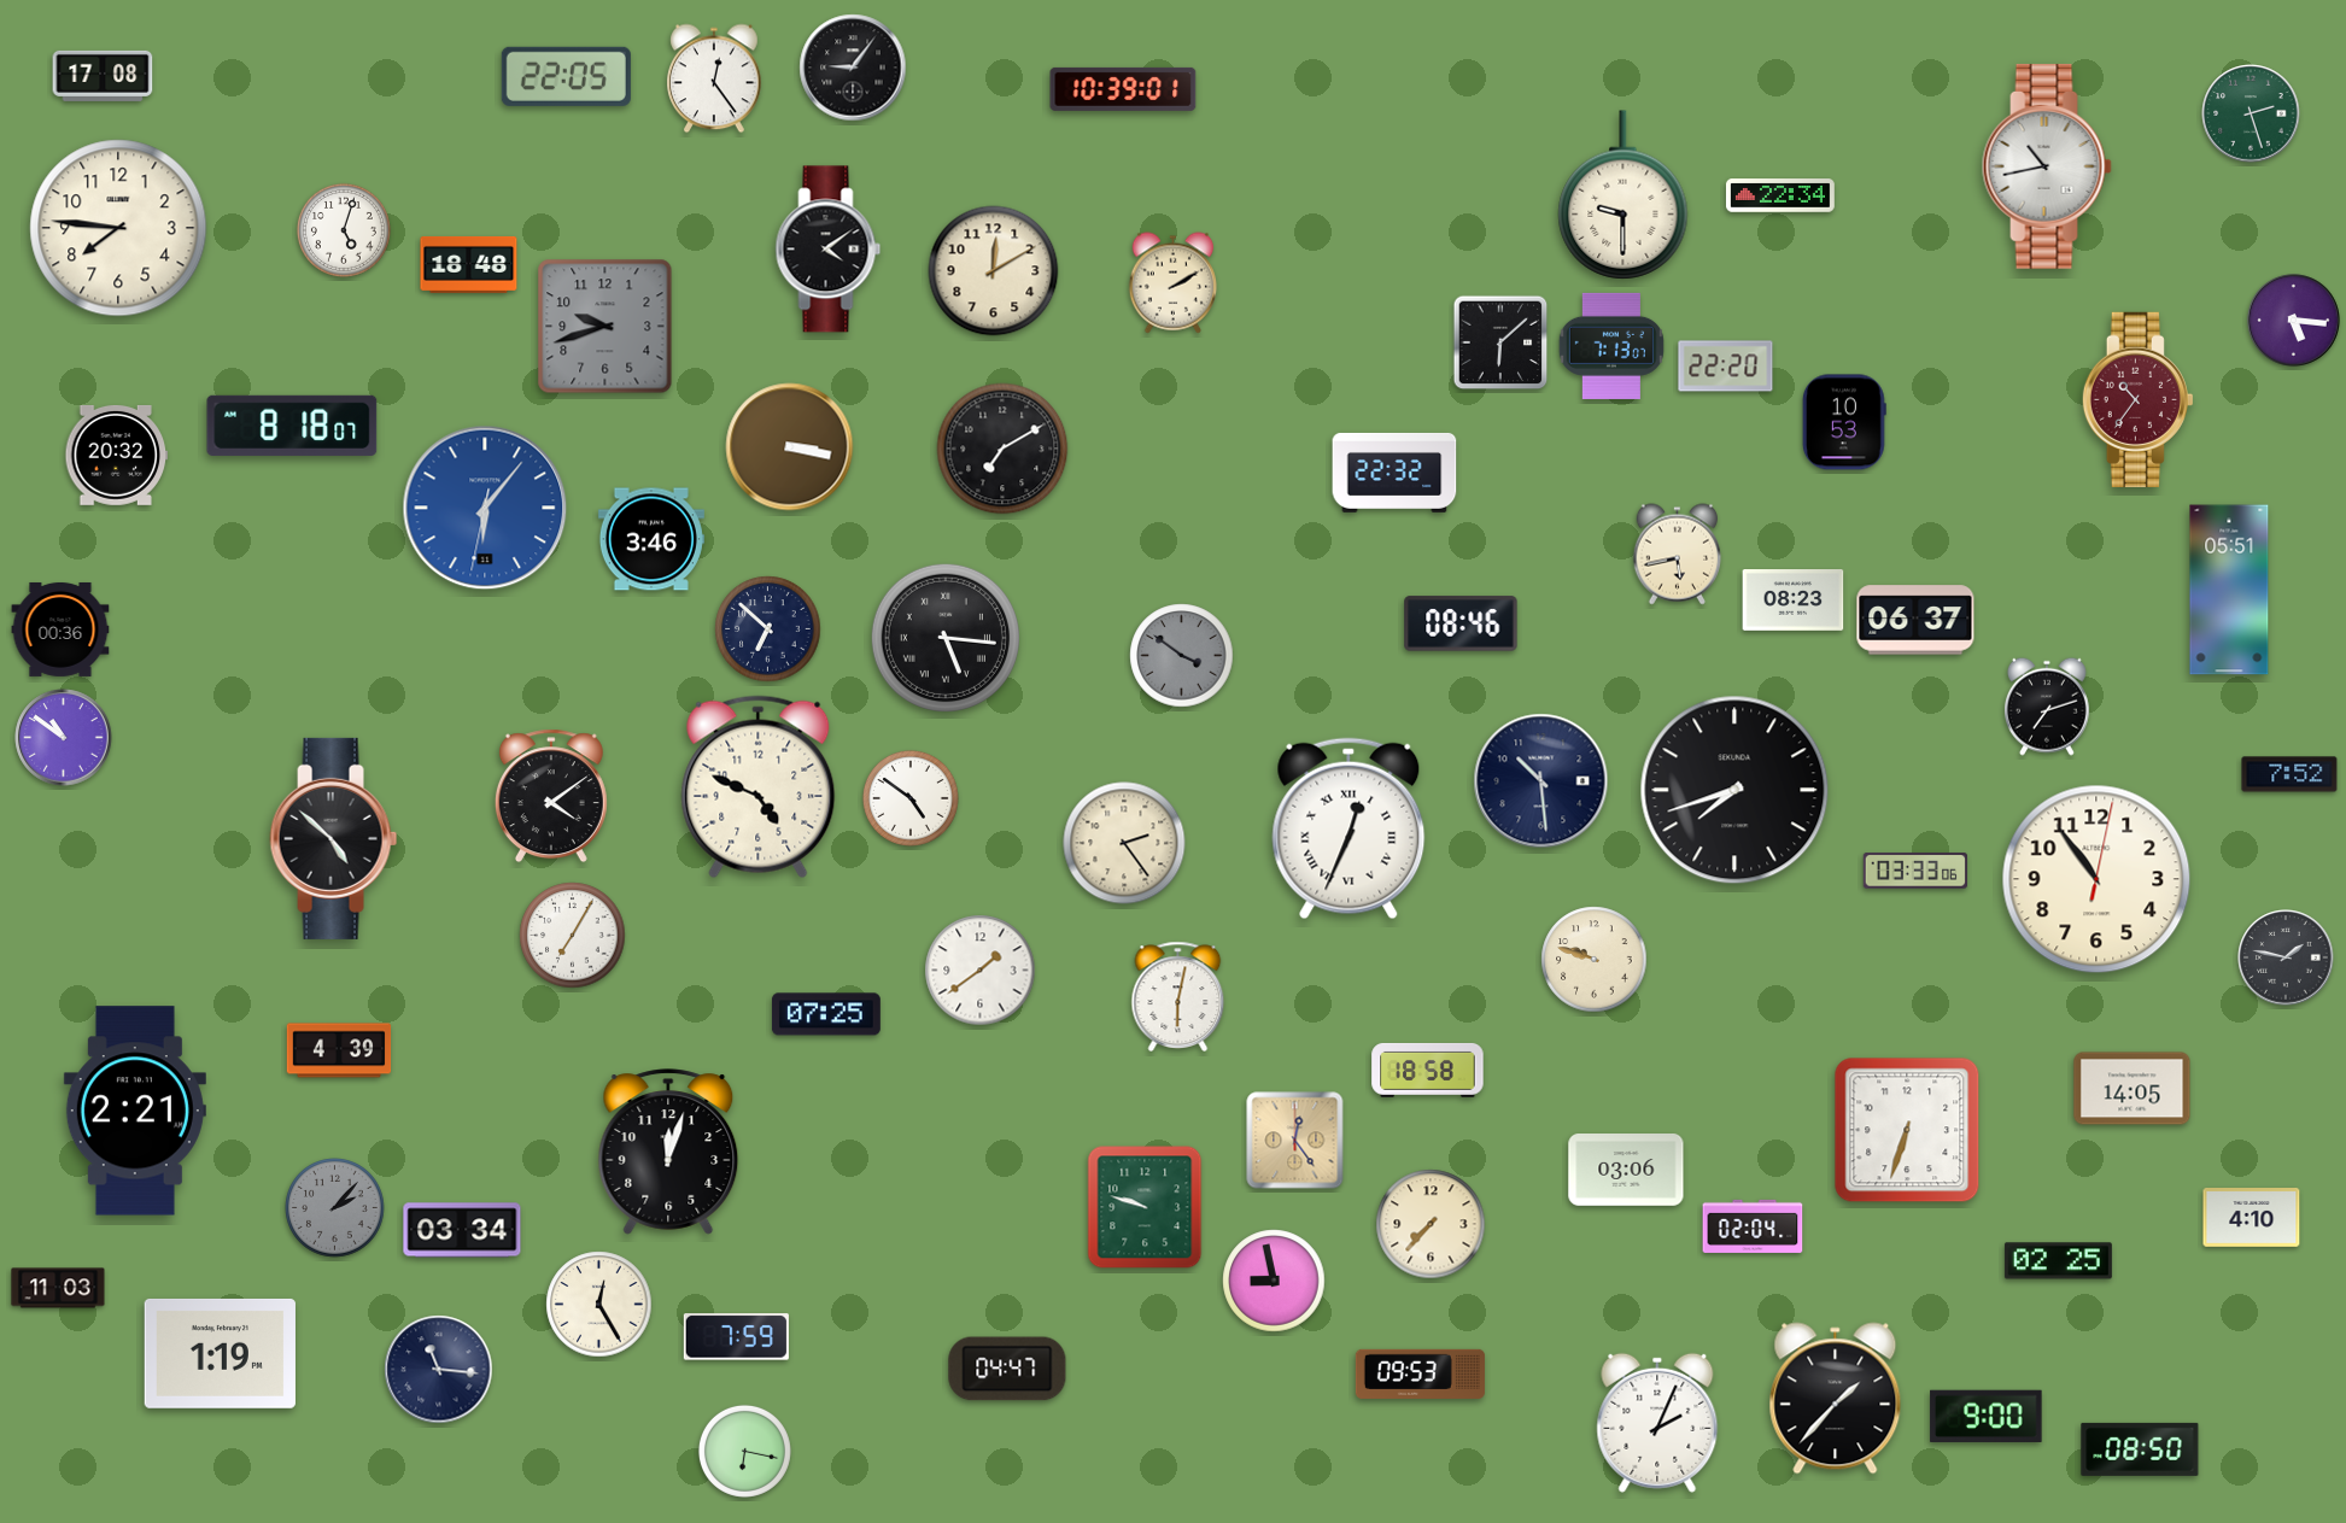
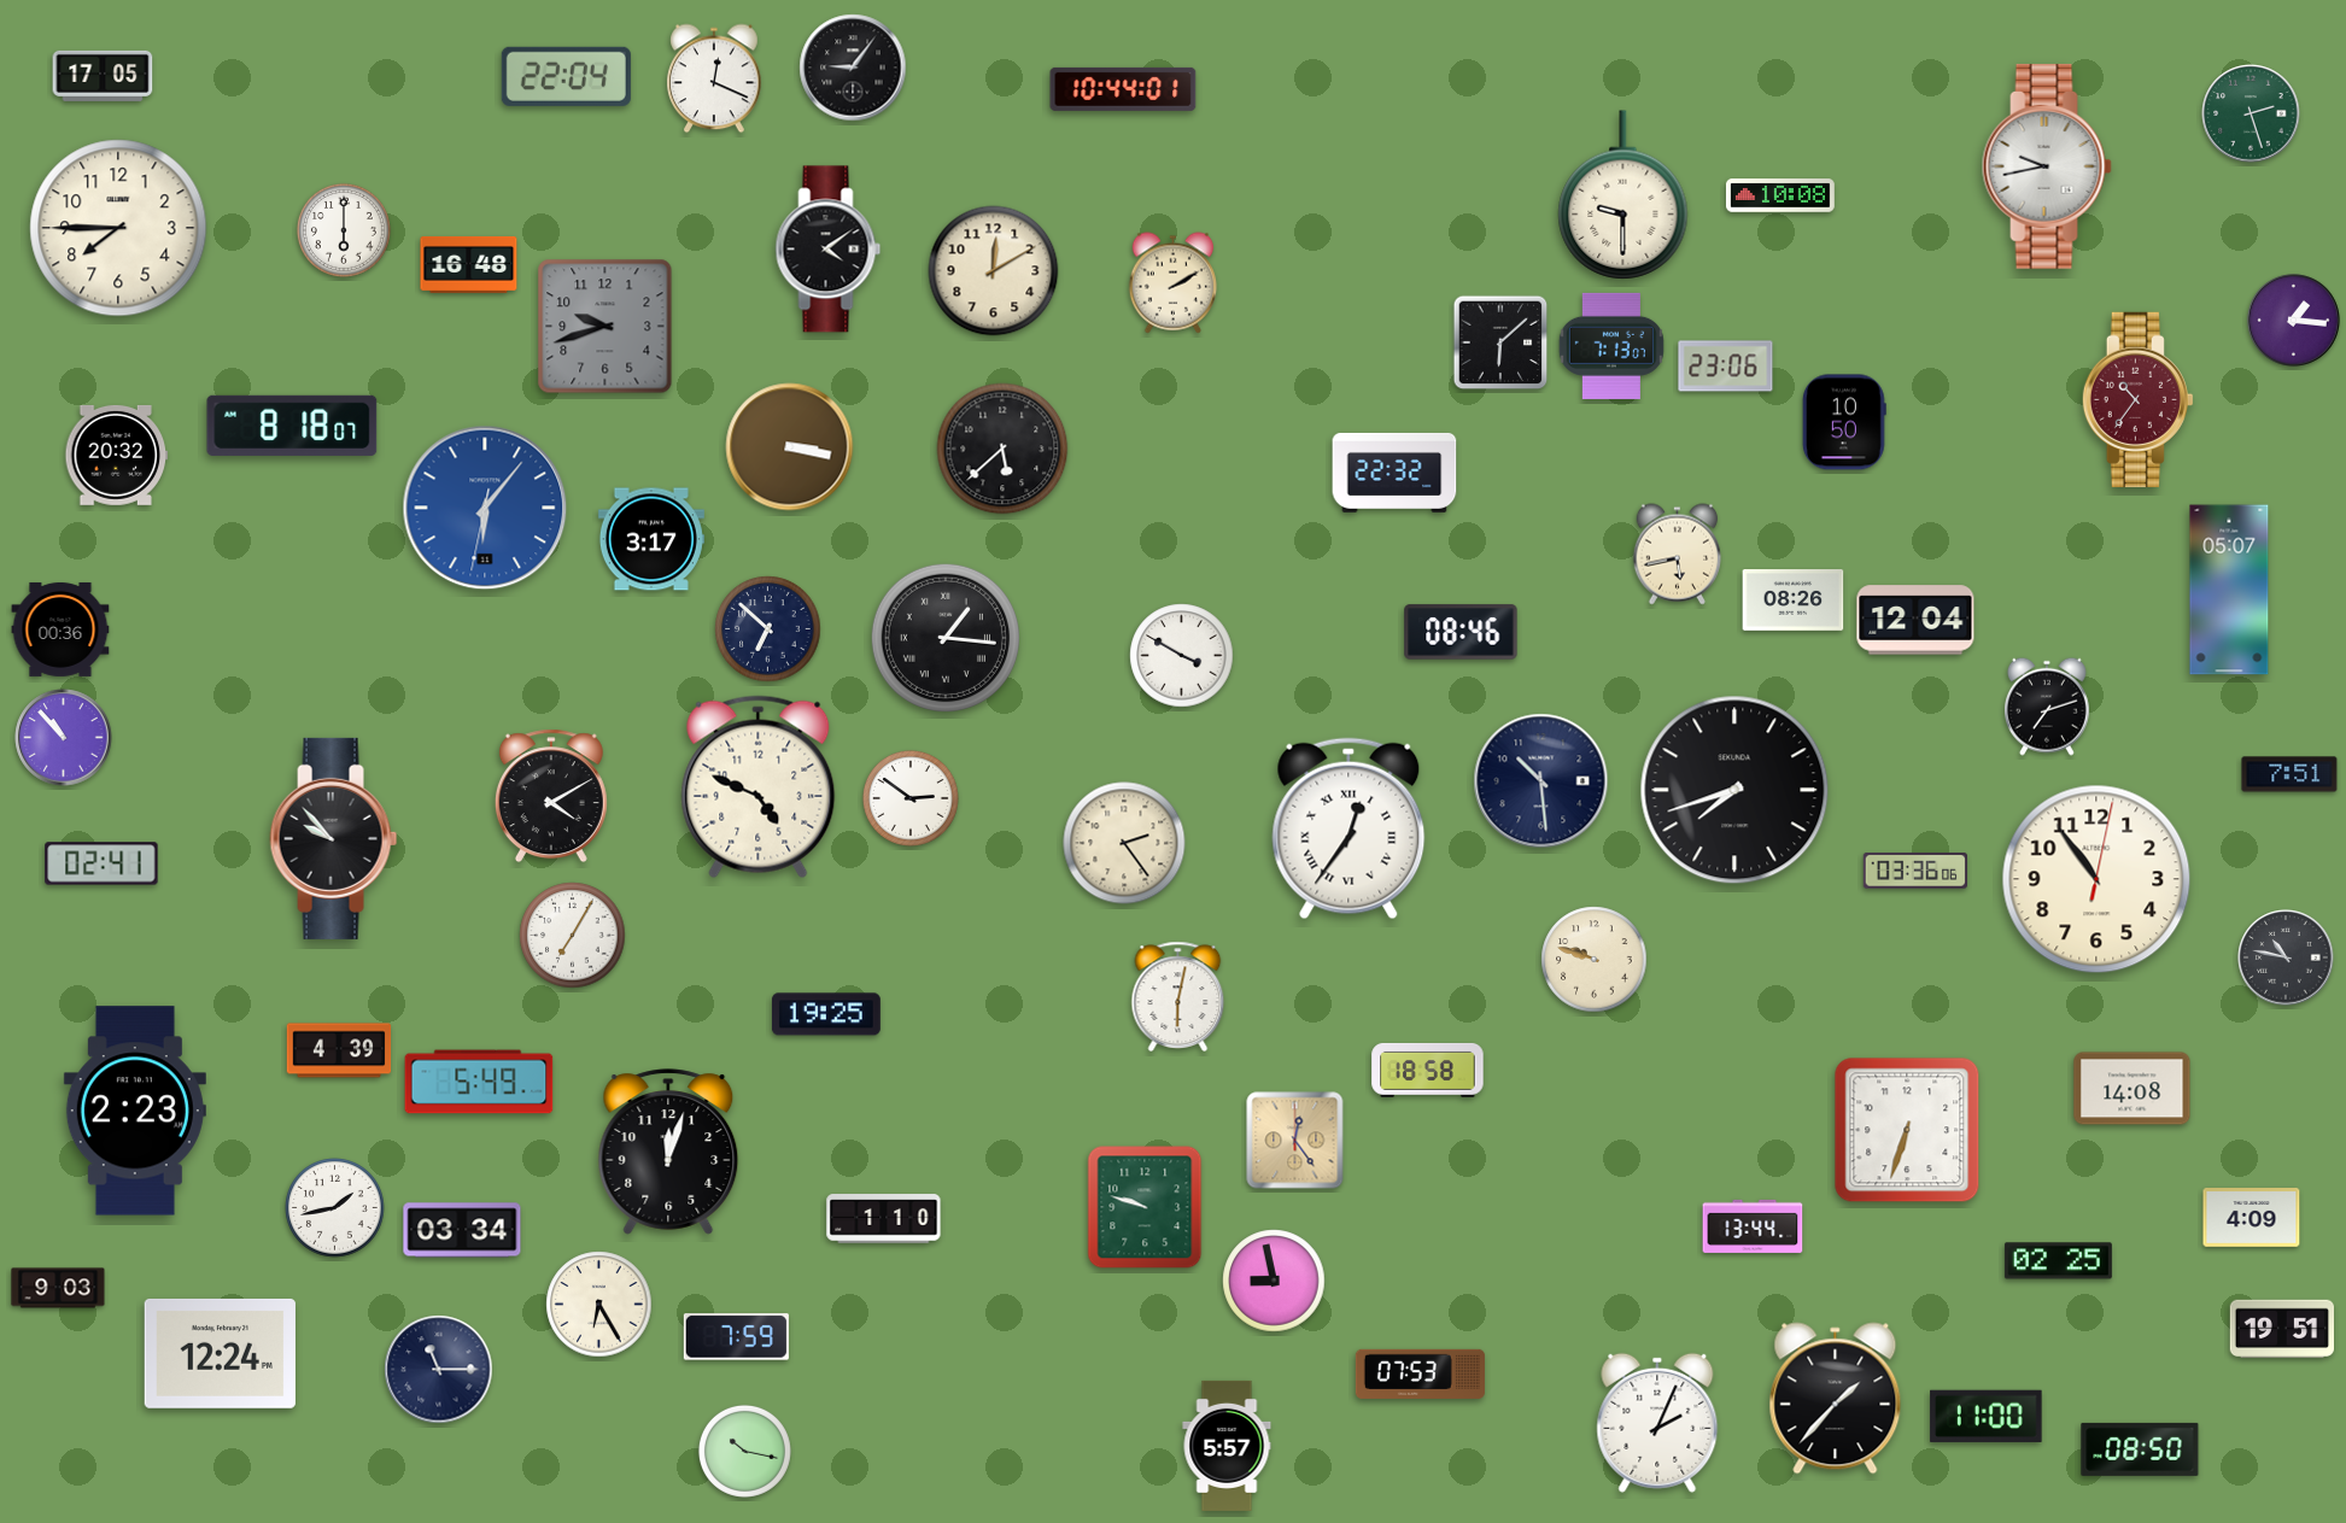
clock at (103, 76): 17:08 -> 17:05
clock at (566, 76): 22:05 -> 22:04
clock at (715, 78): 12:24 -> 12:19
clock at (1123, 89): 10:39 -> 10:44
clock at (2047, 166): 10:43 -> 9:43
clock at (1780, 195): 22:34 -> 10:08
clock at (118, 228): 7:46 -> 7:45
clock at (344, 230): 5:03 -> 6:00
clock at (469, 264): 18:48 -> 16:48
clock at (2294, 321): 5:16 -> 1:16
clock at (1726, 367): 22:20 -> 23:06
clock at (1844, 422): 10:53 -> 10:50
clock at (1002, 449): 7:10 -> 5:38
clock at (651, 539): 3:46 -> 3:17
clock at (2229, 590): 05:51 -> 05:07
clock at (1794, 601): 08:23 -> 08:26
clock at (1915, 620): 06:37 -> 12:04
clock at (1461, 623) position: (1461, 623) -> (1461, 632)
clock at (946, 638): 5:16 -> 1:16
clock at (1182, 656): 3:51 -> 3:50
clock at (1182, 656) dial: grey -> white
clock at (64, 738): 10:51 -> 10:53
clock at (2289, 774): 7:52 -> 7:51
clock at (551, 796): 4:09 -> 4:10
clock at (911, 798): 4:51 -> 2:51
clock at (1348, 828): 12:34 -> 12:36
clock at (334, 838): 4:52 -> 9:53
clock at (101, 863): none -> 02:41
clock at (1914, 871): 03:33 -> 03:36
clock at (2286, 957): 1:47 -> 10:47
clock at (981, 971): 1:39 -> none
clock at (826, 1014): 07:25 -> 19:25
clock at (479, 1082): none -> 5:49
clock at (2133, 1089): 14:05 -> 14:08
clock at (135, 1111): 2:21 -> 2:23
clock at (1626, 1171): 03:06 -> none
clock at (335, 1208): 2:07 -> 1:43
clock at (335, 1208) dial: grey -> white
clock at (2252, 1218): 4:10 -> 4:09
clock at (884, 1219): none -> 1:10
clock at (1431, 1224): 7:37 -> none
clock at (1753, 1226): 02:04 -> 13:44
clock at (58, 1288): 11:03 -> 9:03
clock at (599, 1305): 12:25 -> 6:25
clock at (2281, 1328): none -> 19:51
clock at (220, 1353): 1:19 -> 12:24
clock at (1007, 1369): 04:47 -> none
clock at (439, 1370): 11:16 -> 11:15
clock at (1420, 1373): 09:53 -> 07:53
clock at (1987, 1416): 9:00 -> 11:00
clock at (1227, 1446): none -> 5:57
clock at (744, 1451): 6:17 -> 10:17
